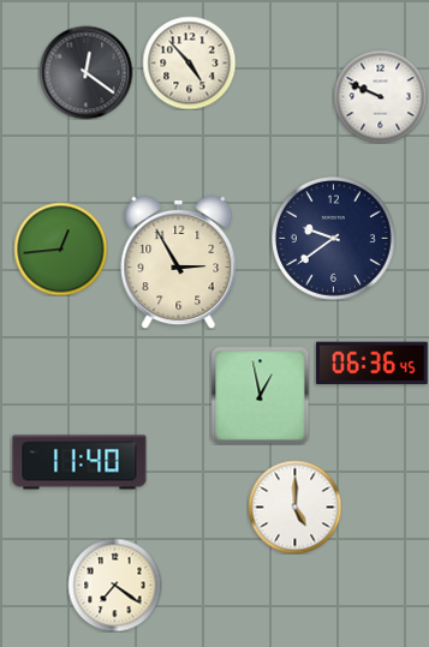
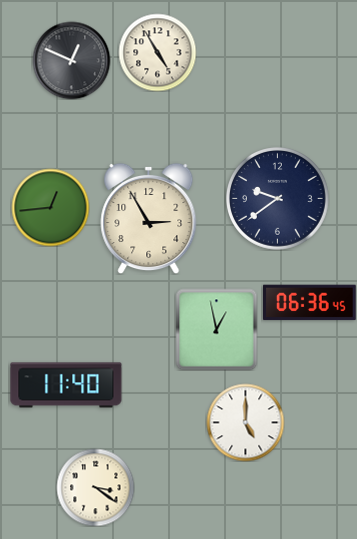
clock at (189, 62): 4:53 -> 4:55
clock at (85, 72): 12:21 -> 12:49
clock at (380, 96): 9:49 -> none
clock at (114, 585): 7:21 -> 3:21
